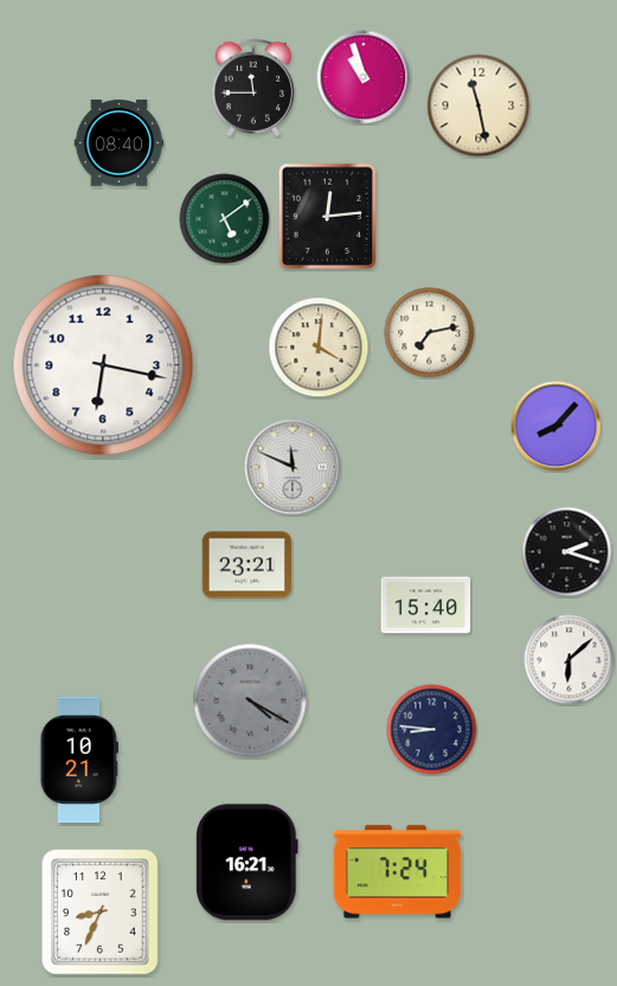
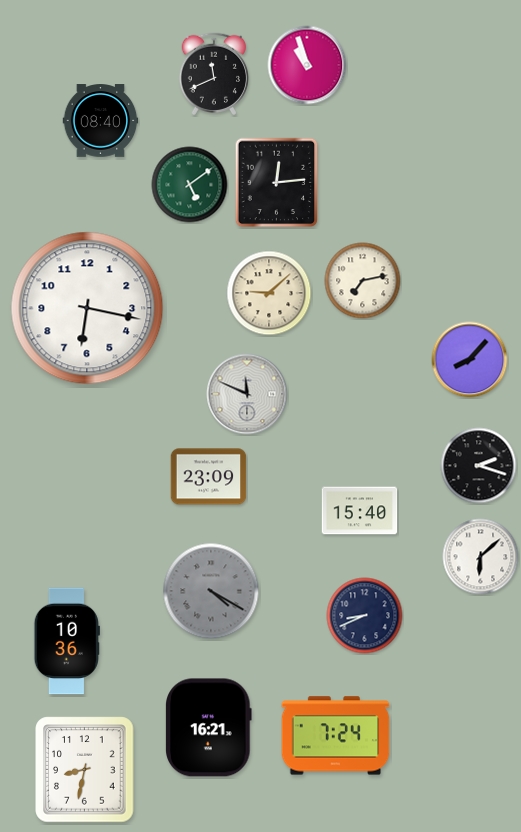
clock at (252, 87): 11:45 -> 11:41
clock at (478, 105): 11:28 -> none
clock at (319, 347): 4:01 -> 9:08
clock at (248, 565): 23:21 -> 23:09
clock at (432, 730): 8:46 -> 8:41
clock at (79, 760): 10:21 -> 10:36
clock at (101, 913): 8:34 -> 8:32
